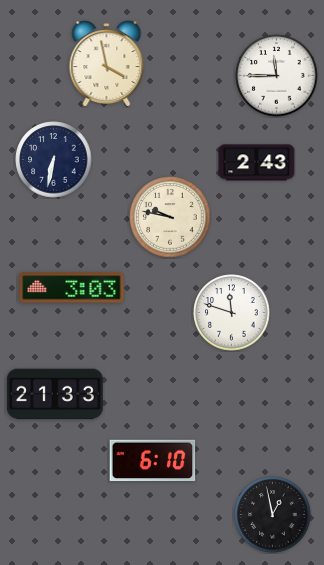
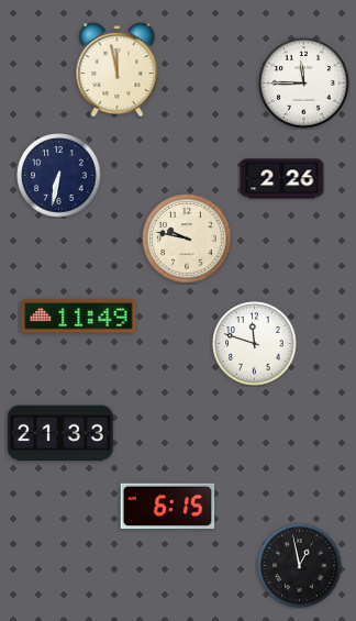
clock at (107, 64): 3:58 -> 11:58
clock at (257, 163): 2:43 -> 2:26
clock at (72, 288): 3:03 -> 11:49
clock at (153, 461): 6:10 -> 6:15
